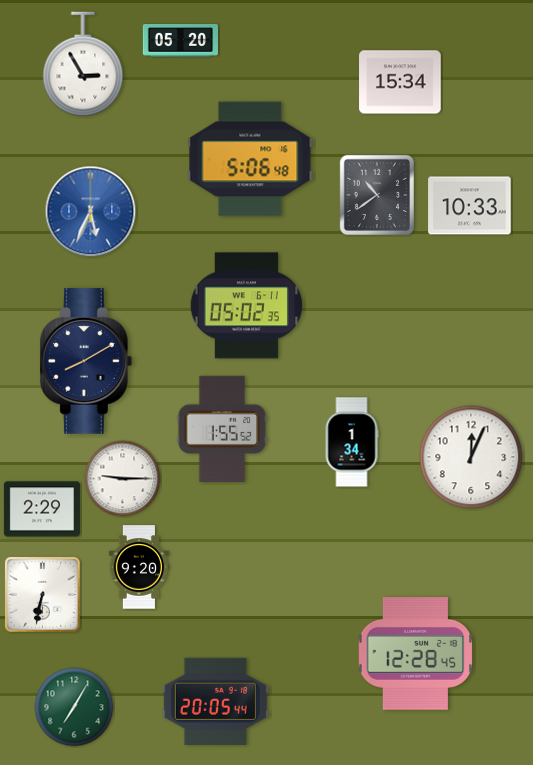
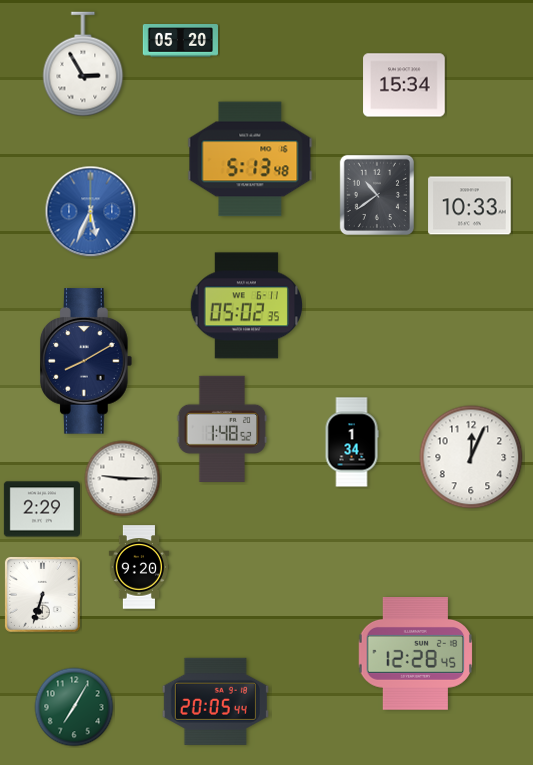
clock at (400, 82) position: (400, 82) -> (404, 85)
clock at (250, 159): 5:06 -> 5:13
clock at (222, 429): 1:55 -> 1:48
clock at (42, 594): 6:32 -> 6:33
